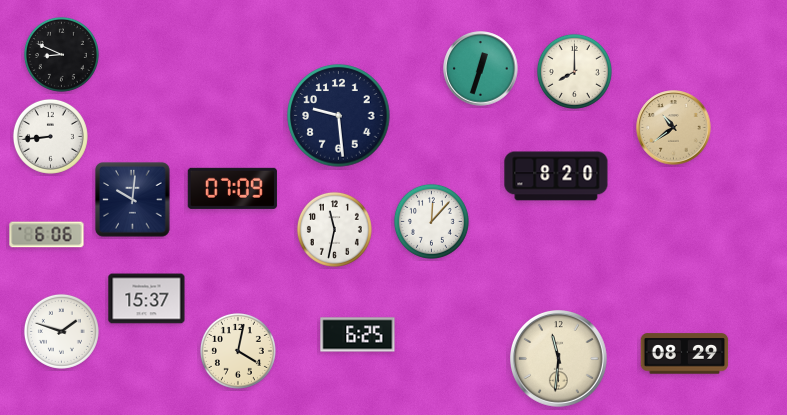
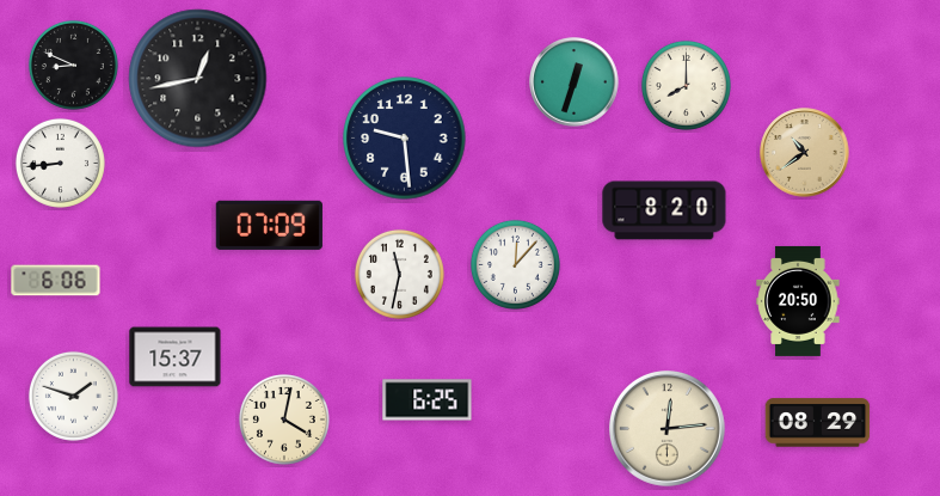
clock at (198, 79): none -> 12:43
clock at (232, 188) position: (232, 188) -> (269, 225)
clock at (133, 200): 10:01 -> none
clock at (798, 301): none -> 20:50
clock at (559, 359): 11:31 -> 12:14
